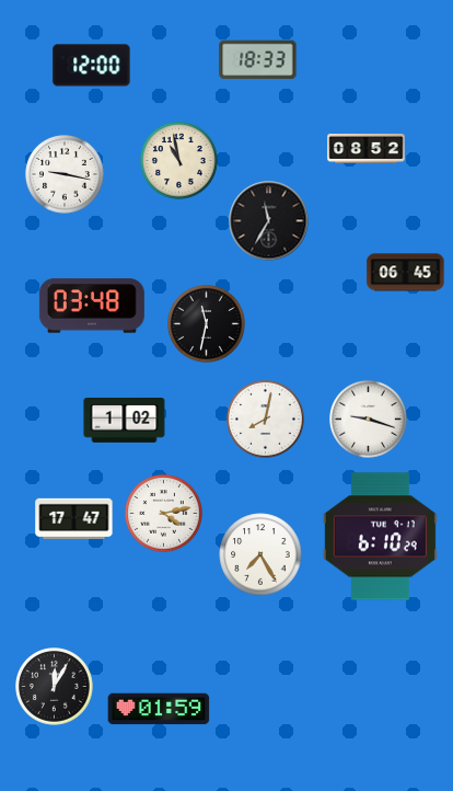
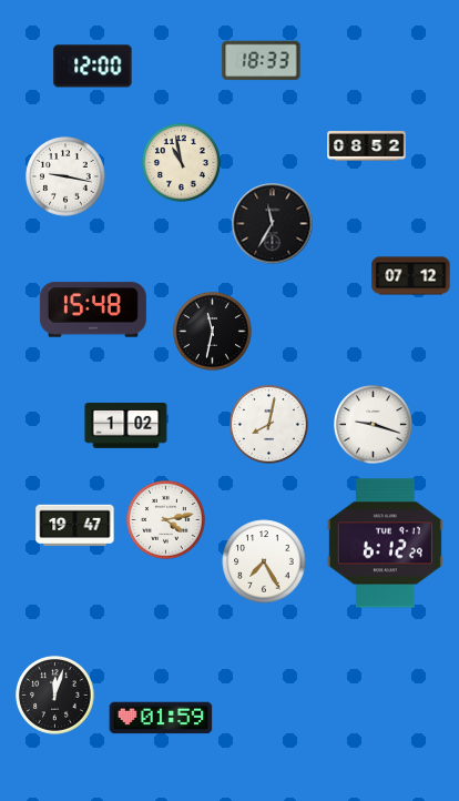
clock at (367, 149) position: (367, 149) -> (367, 146)
clock at (406, 273): 06:45 -> 07:12
clock at (92, 306): 03:48 -> 15:48
clock at (207, 324) position: (207, 324) -> (213, 332)
clock at (74, 519): 17:47 -> 19:47
clock at (380, 537): 6:10 -> 6:12
clock at (55, 687): 12:05 -> 12:03
